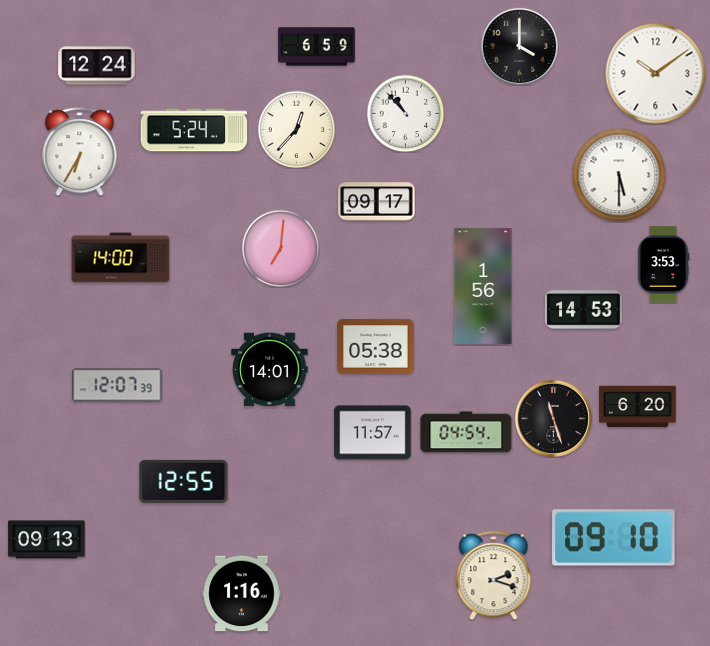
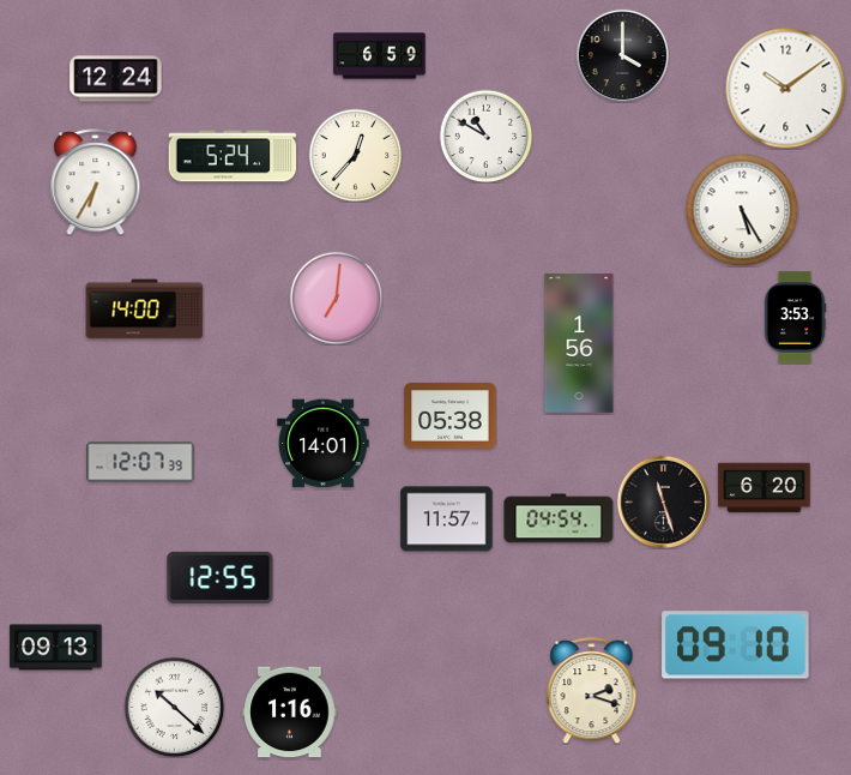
clock at (405, 113): 10:53 -> 10:50
clock at (619, 175): 5:30 -> 5:25
clock at (377, 202): 09:17 -> none
clock at (584, 310): 14:53 -> none
clock at (174, 707): none -> 10:22
